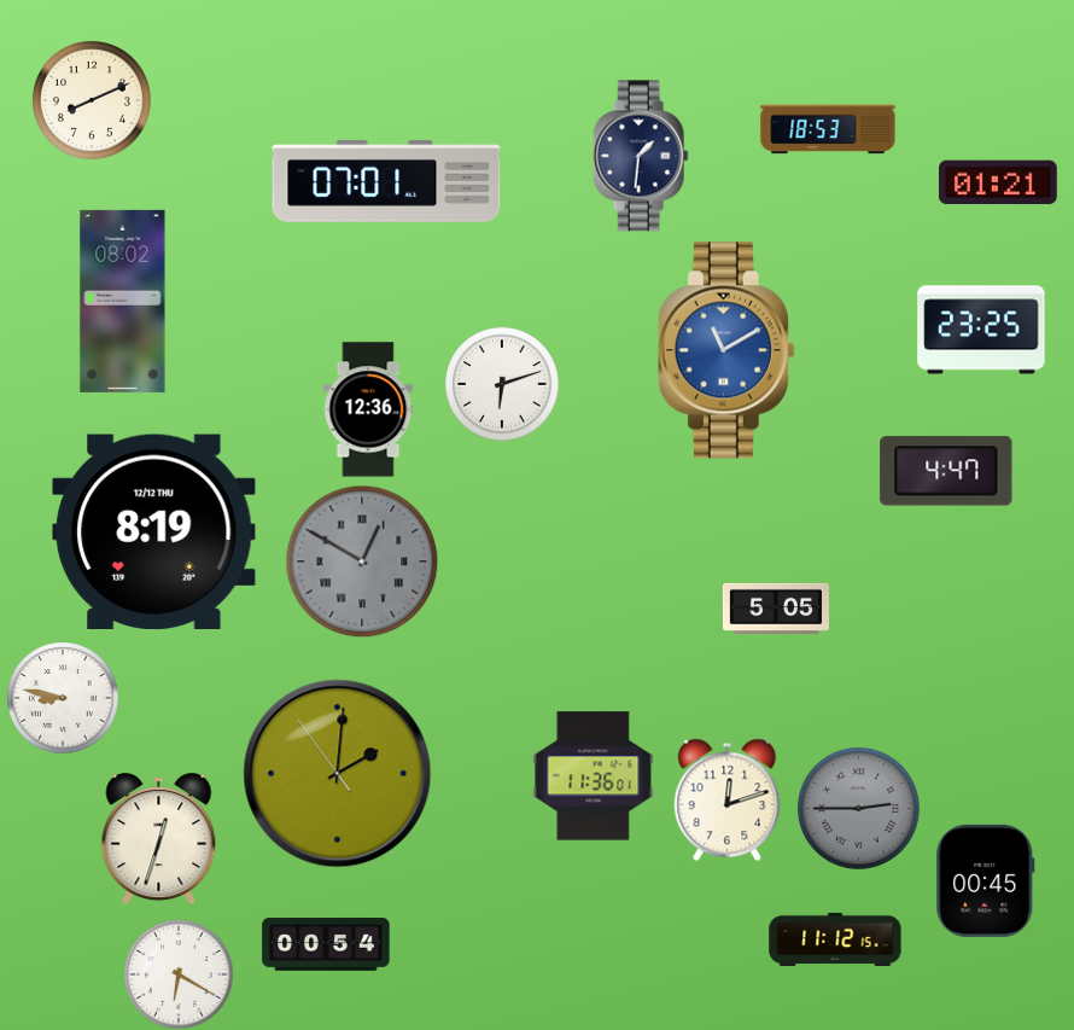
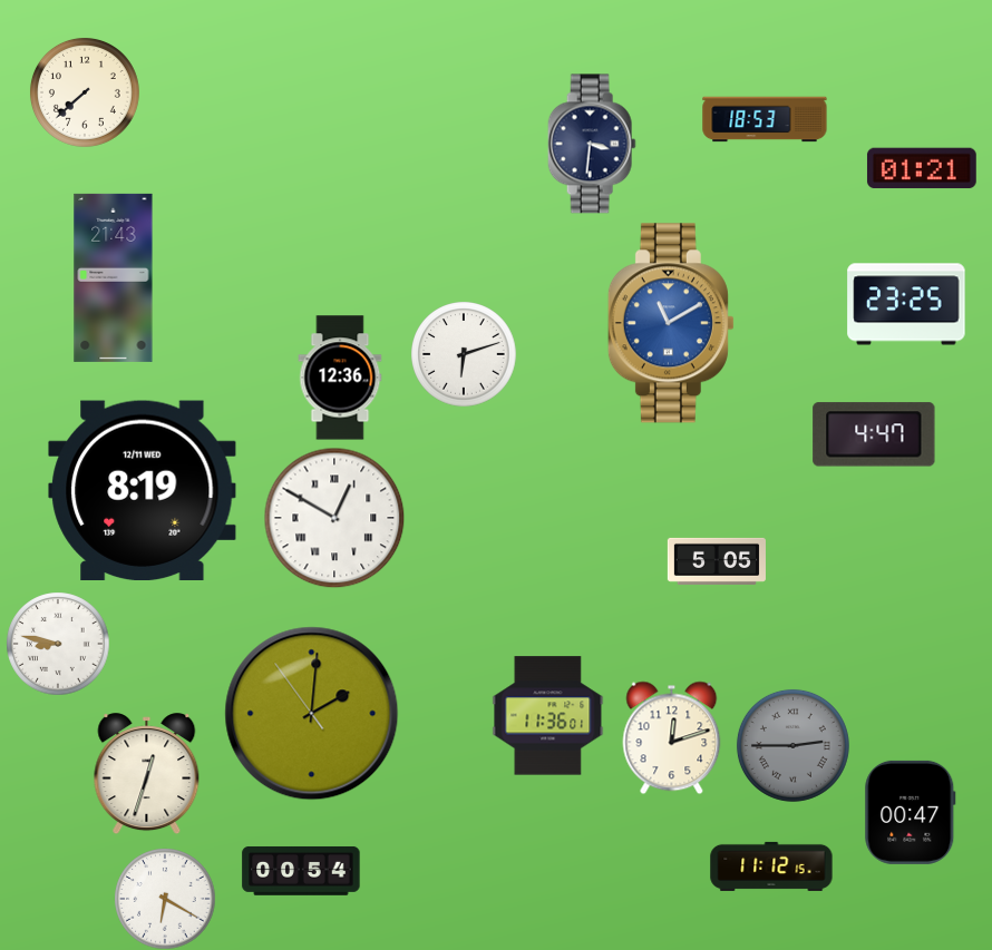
clock at (92, 100): 8:11 -> 7:38
clock at (641, 156): 1:31 -> 3:31
clock at (386, 181): 07:01 -> none
clock at (123, 301): 08:02 -> 21:43
clock at (154, 531) date: 12/12 THU -> 12/11 WED
clock at (362, 561) dial: grey -> white
clock at (986, 880): 00:45 -> 00:47
